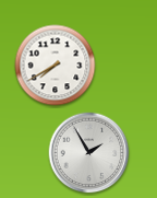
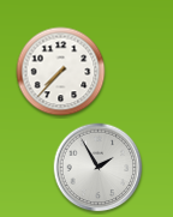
clock at (56, 66): 7:40 -> 7:37
